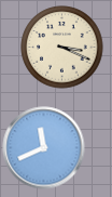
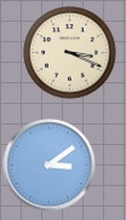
clock at (44, 148): 11:41 -> 3:09
